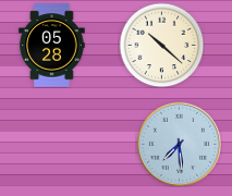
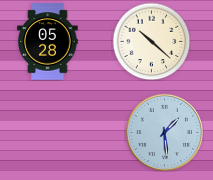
clock at (161, 45) position: (161, 45) -> (151, 41)
clock at (179, 144): 7:29 -> 1:29
